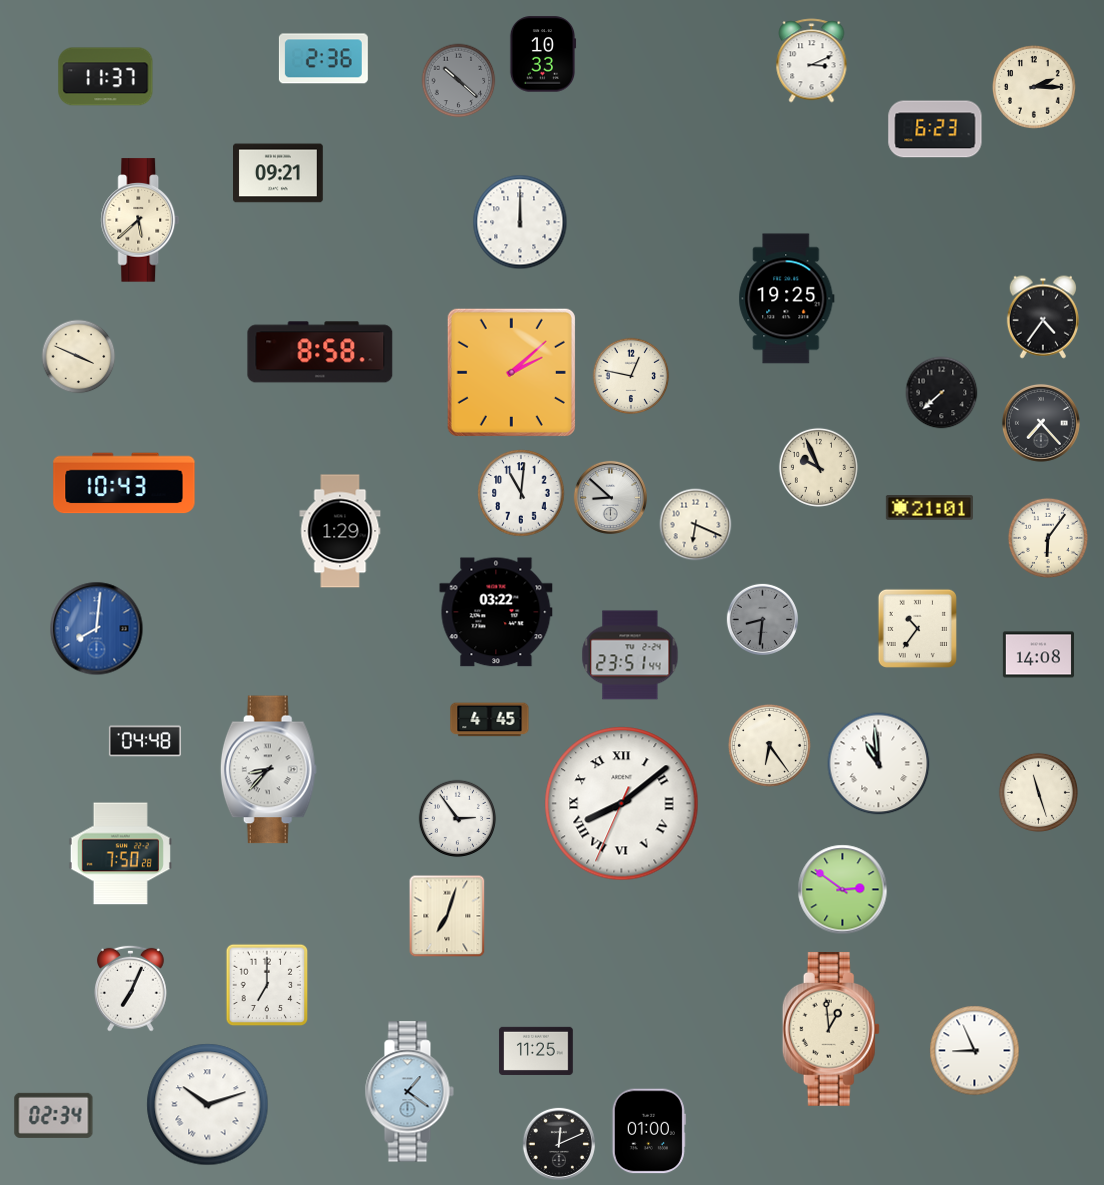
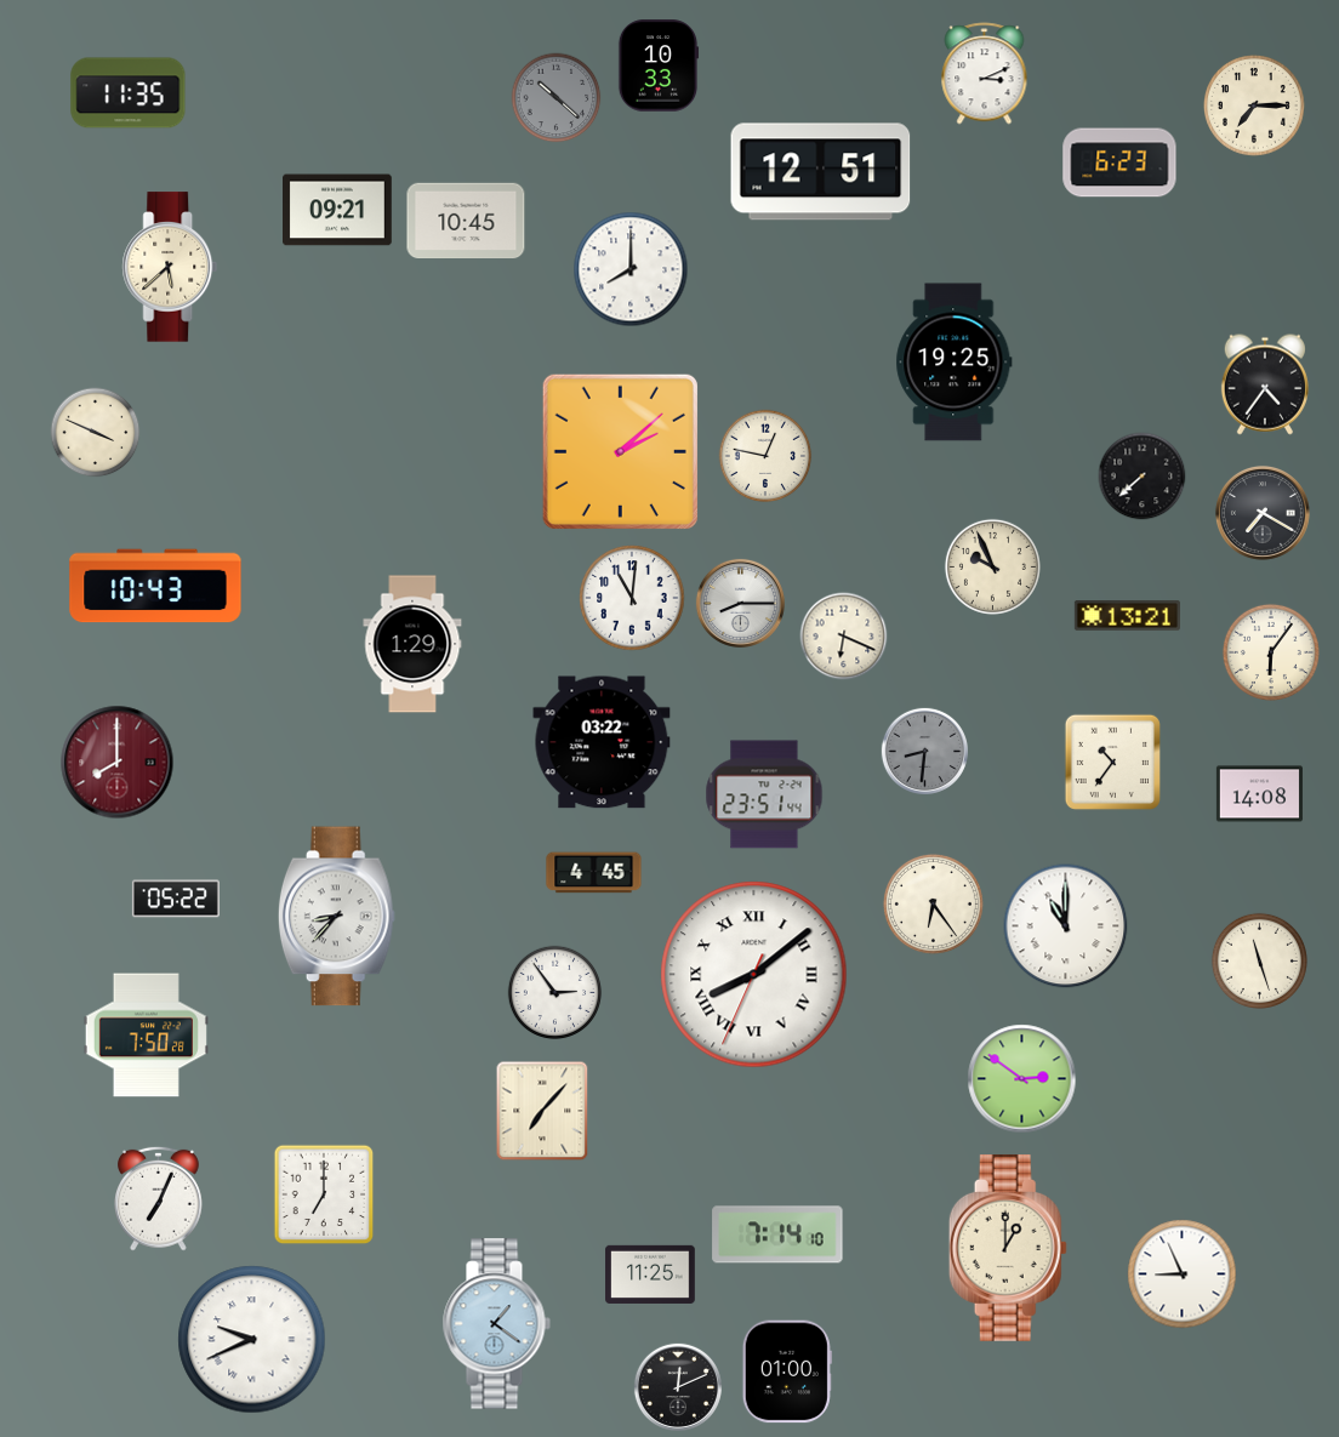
clock at (323, 59): 2:36 -> none
clock at (106, 77): 11:37 -> 11:35
clock at (1035, 88): 2:15 -> 7:15
clock at (935, 129) position: (935, 129) -> (1119, 162)
clock at (821, 172): none -> 12:51
clock at (466, 221): none -> 10:45
clock at (520, 222): 12:00 -> 8:00
clock at (320, 352): 8:58 -> none
clock at (1041, 423): 7:23 -> 7:20
clock at (124, 483) position: (124, 483) -> (155, 586)
clock at (610, 497): 8:52 -> 8:15
clock at (929, 508): 21:01 -> 13:21
clock at (97, 629): 8:01 -> 8:00
clock at (97, 629) dial: blue -> burgundy
clock at (145, 741): 04:48 -> 05:22
clock at (879, 764): 10:59 -> 11:00
clock at (268, 770) position: (268, 770) -> (336, 917)
clock at (447, 916): 7:03 -> 7:07
clock at (777, 1234): none -> 7:14
clock at (831, 1029): 12:59 -> 1:00
clock at (208, 1105): 10:12 -> 9:41
clock at (54, 1115): 02:34 -> none
